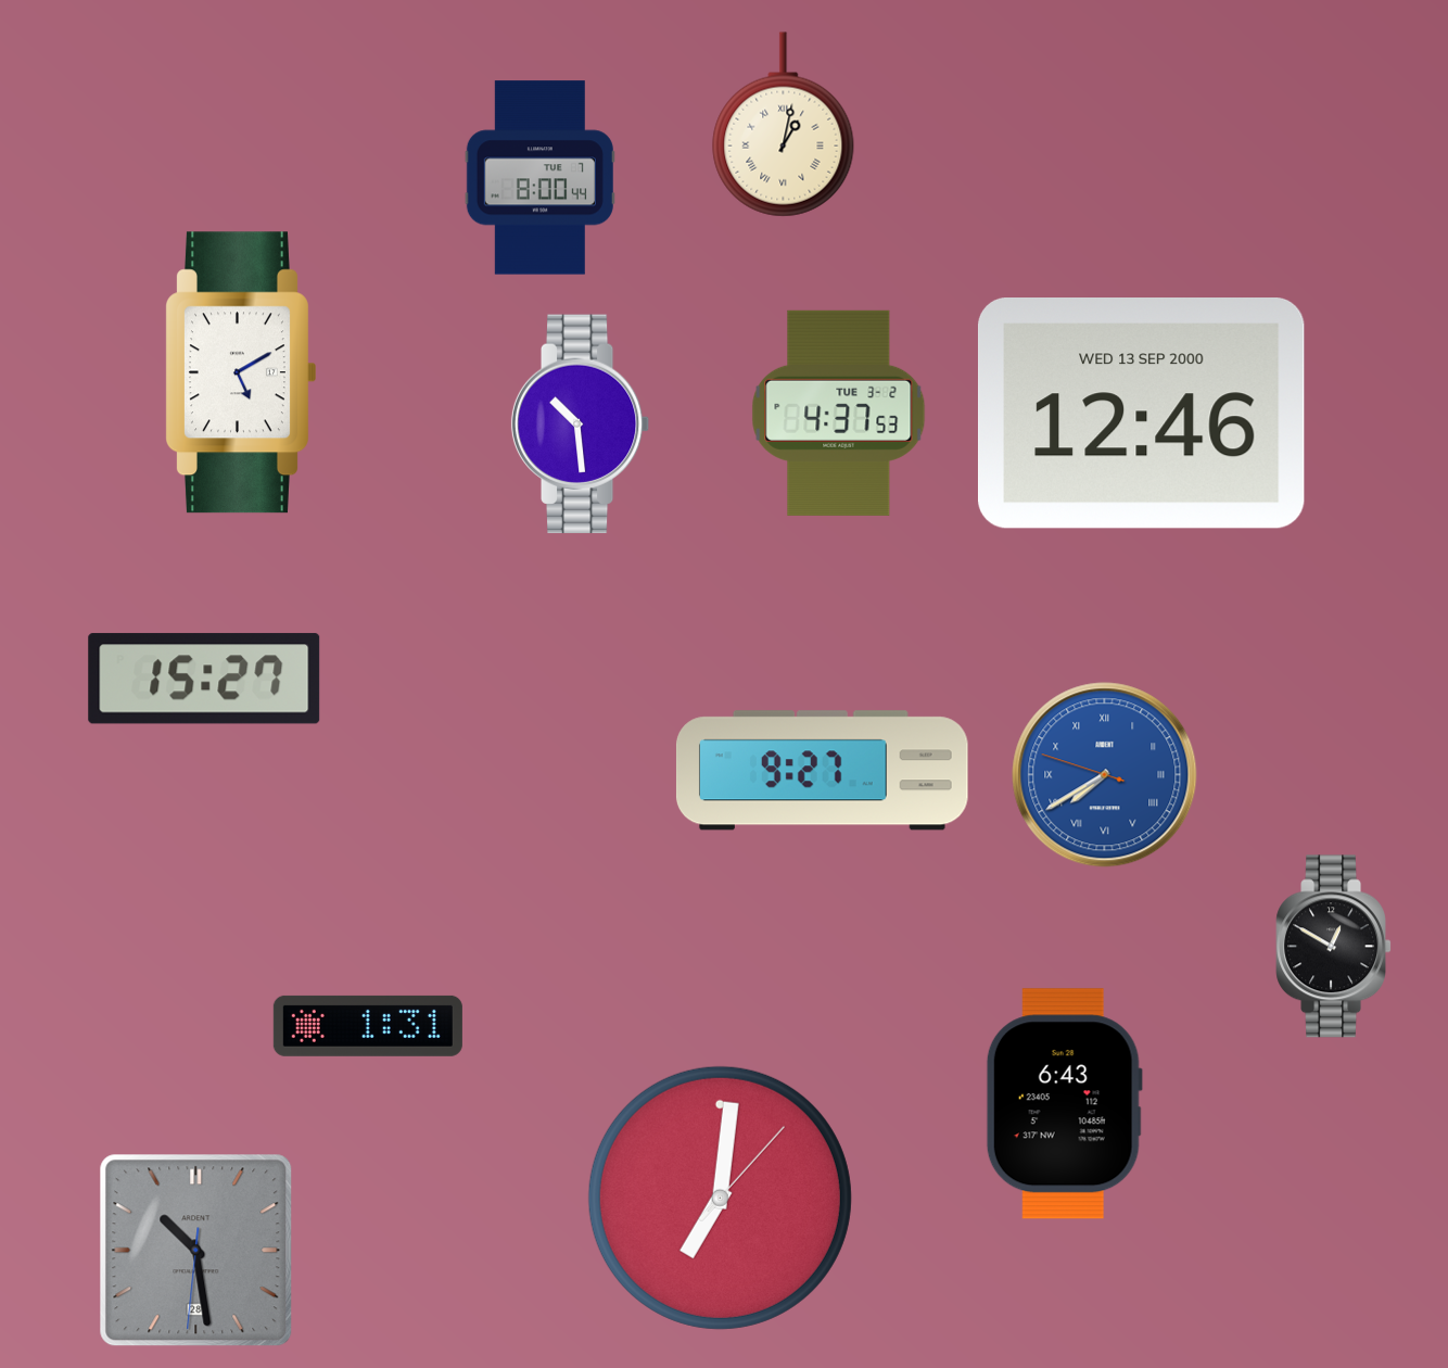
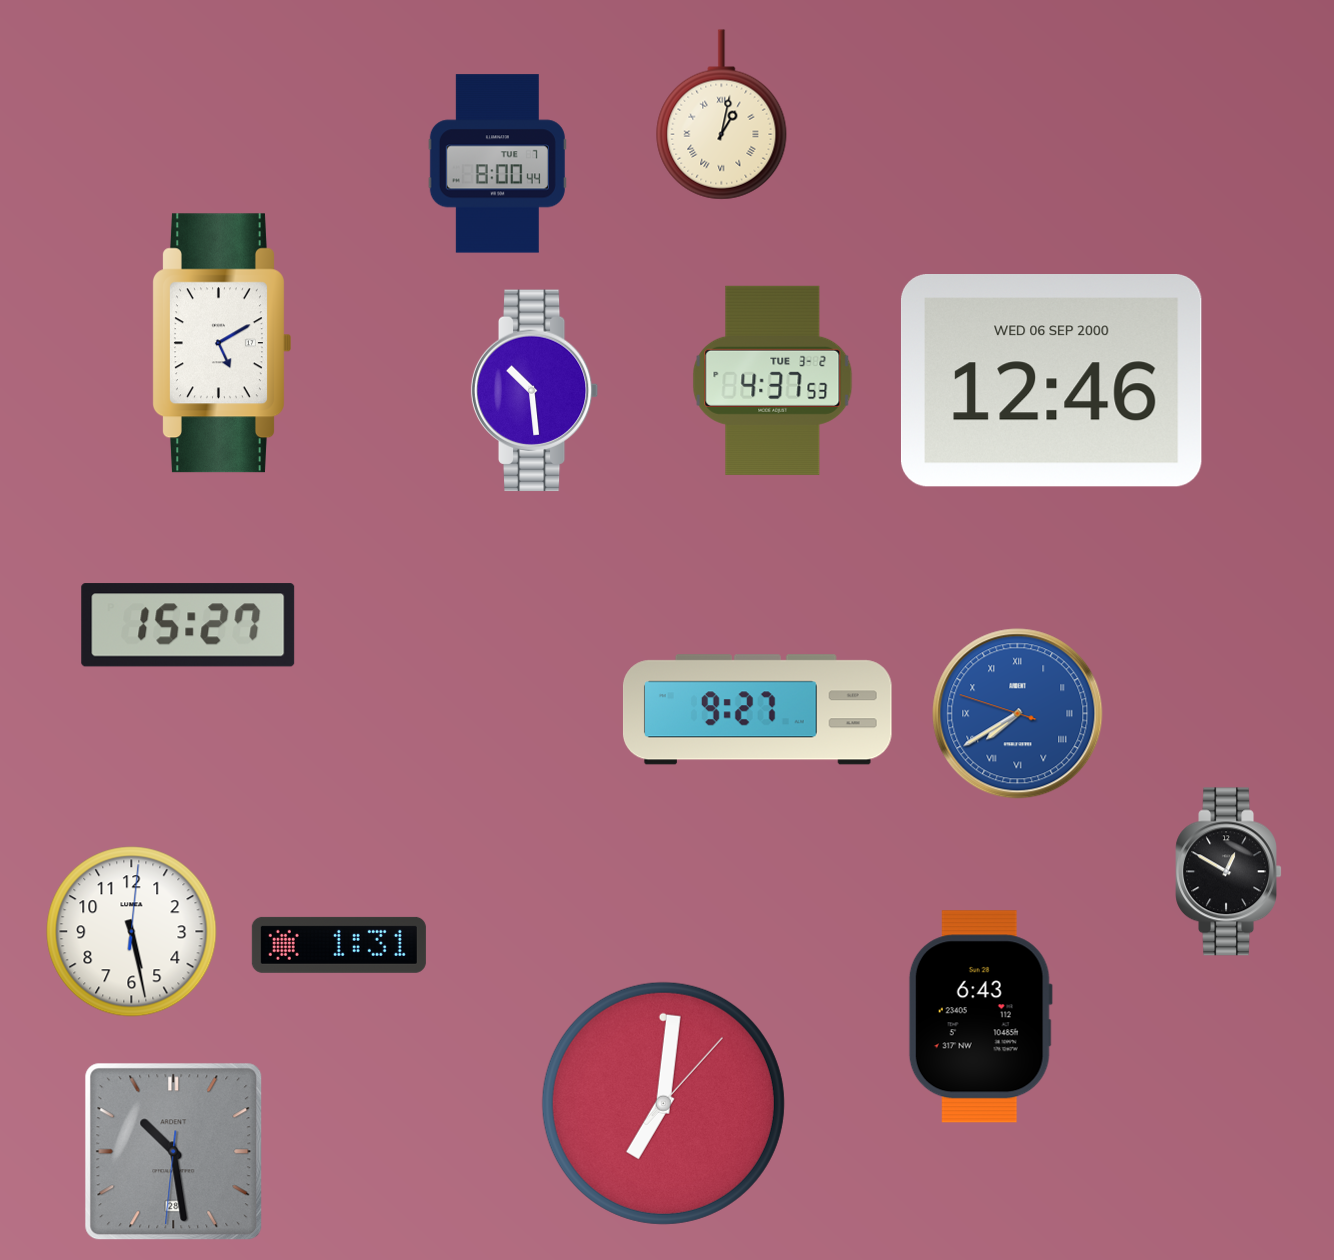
clock at (1141, 414) date: WED 13 SEP 2000 -> WED 06 SEP 2000
clock at (132, 932): none -> 5:28
clock at (196, 1251) position: (196, 1251) -> (174, 1152)
